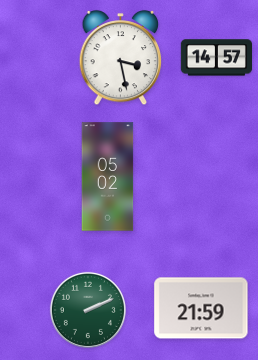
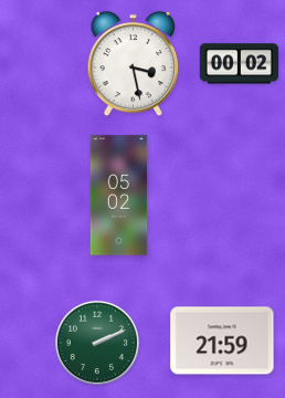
clock at (216, 58): 14:57 -> 00:02
